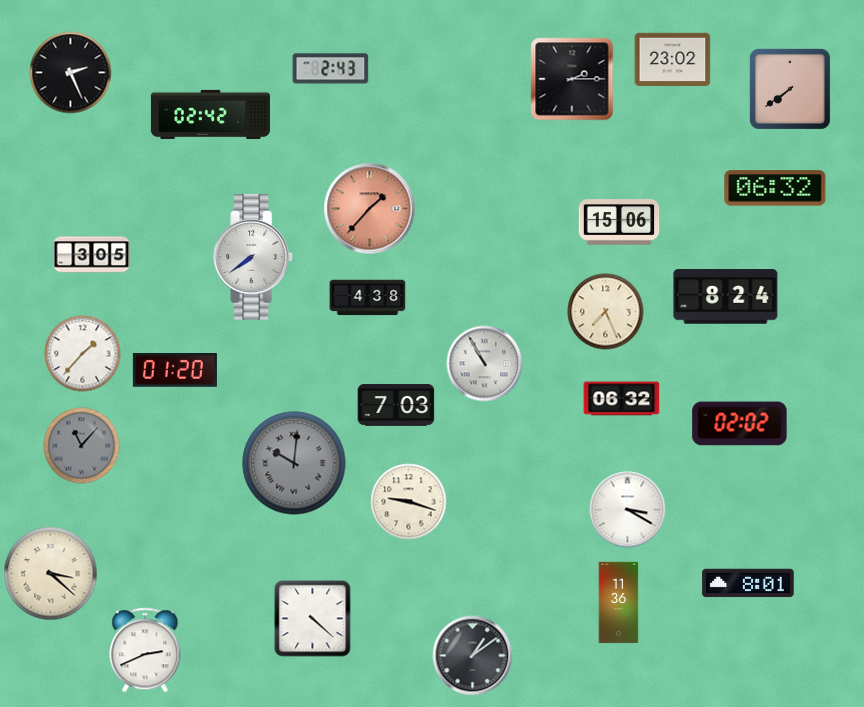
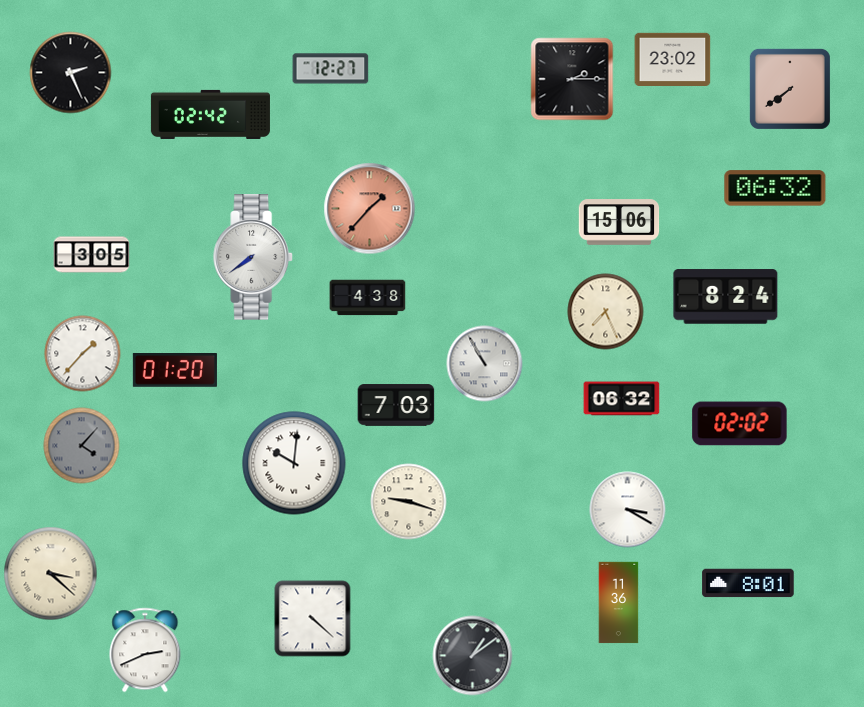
clock at (331, 69): 2:43 -> 12:27
clock at (82, 446): 11:07 -> 4:07
clock at (294, 463) dial: grey -> white
